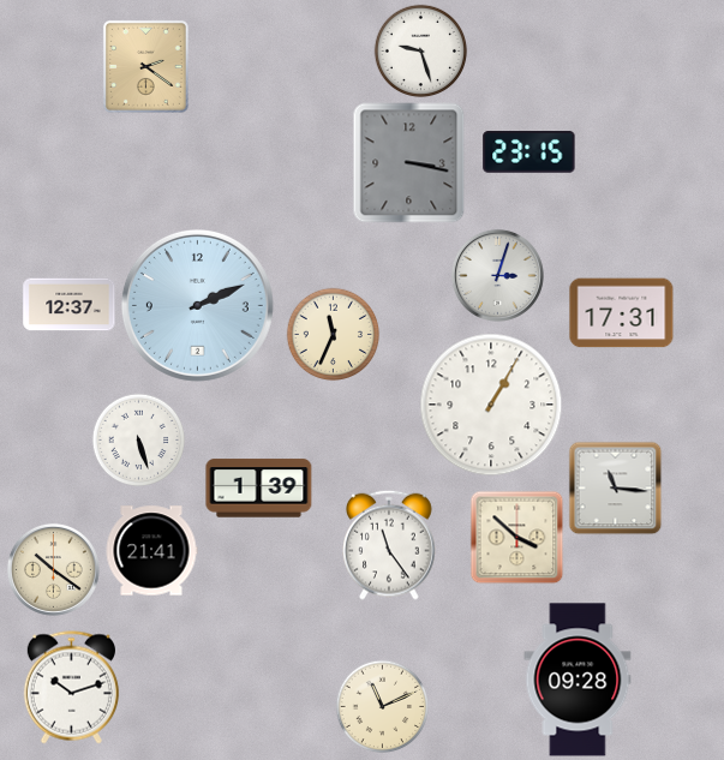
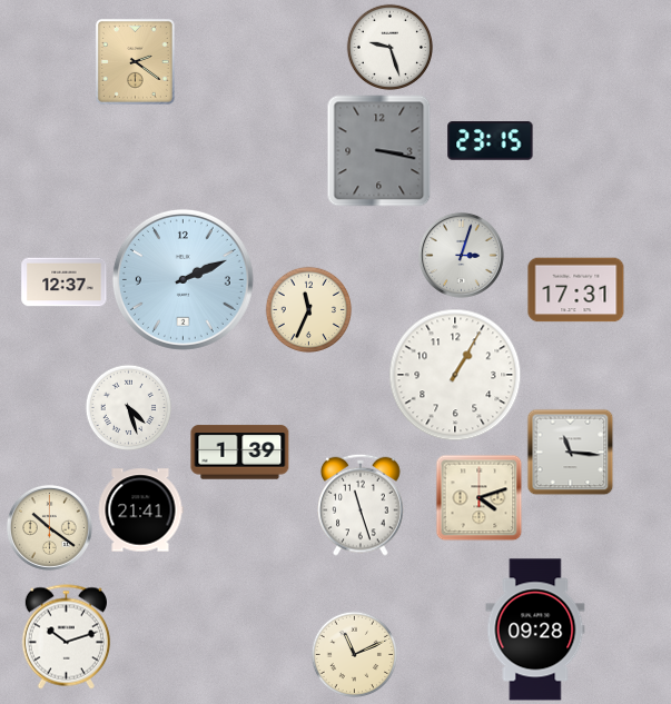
clock at (197, 305) position: (197, 305) -> (182, 279)
clock at (138, 439): 5:27 -> 4:27
clock at (516, 537): 3:52 -> 4:12
clock at (389, 545): 11:24 -> 11:27
